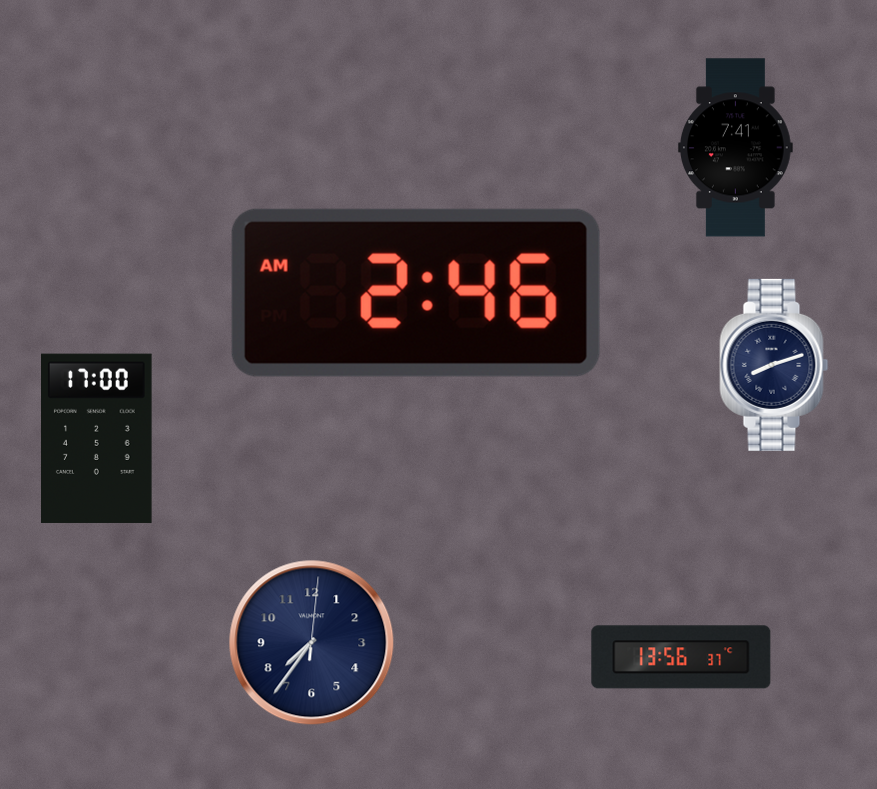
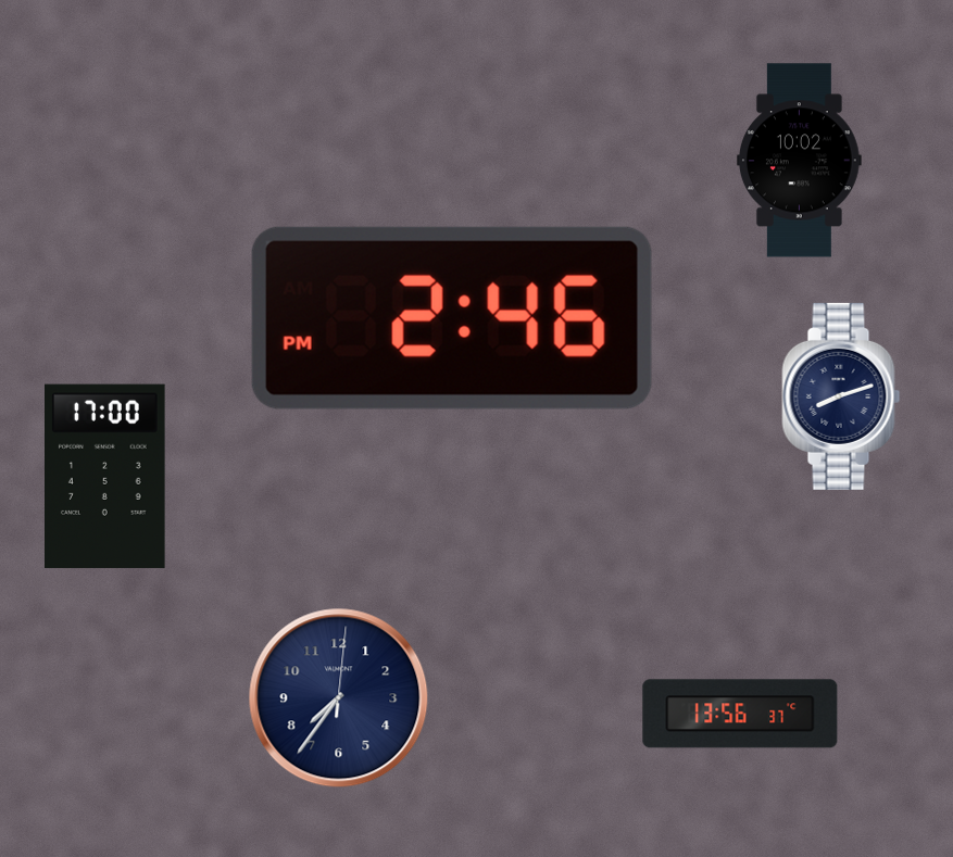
clock at (735, 148): 7:41 -> 10:02
clock at (416, 293): 2:46 AM -> 2:46 PM
